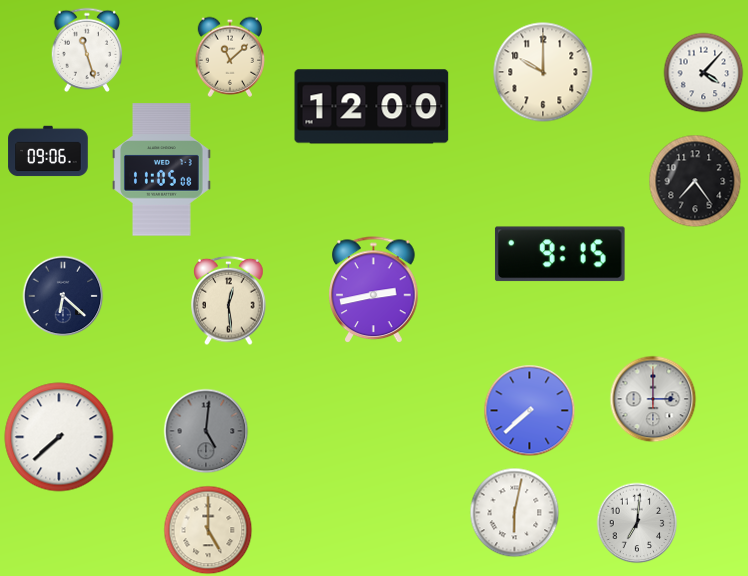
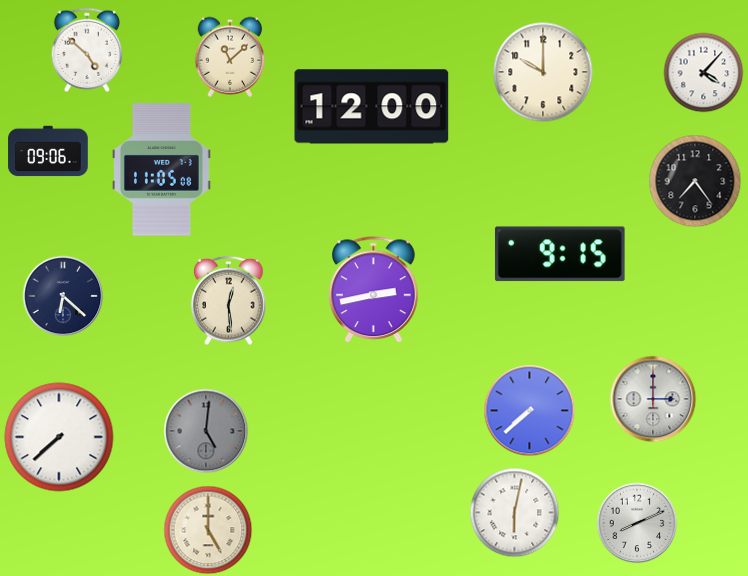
clock at (87, 49): 11:27 -> 4:52
clock at (637, 523): 7:01 -> 8:11
